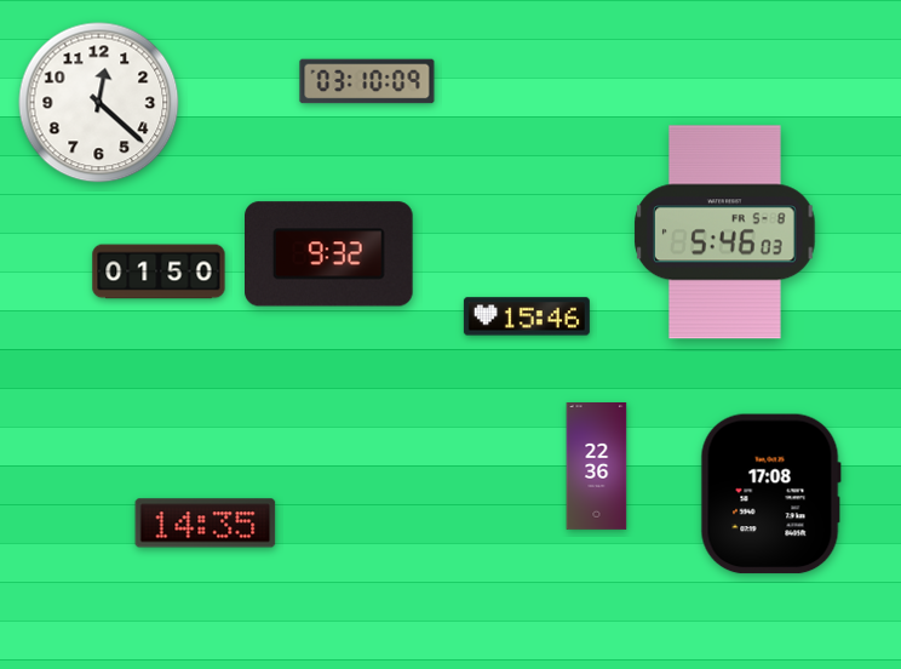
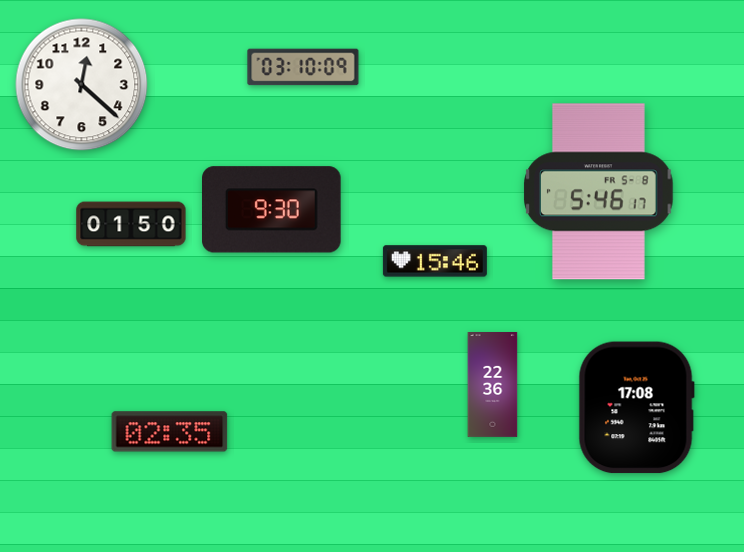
clock at (725, 233): 5:46:03 -> 5:46:17
clock at (329, 255): 9:32 -> 9:30
clock at (206, 524): 14:35 -> 02:35
